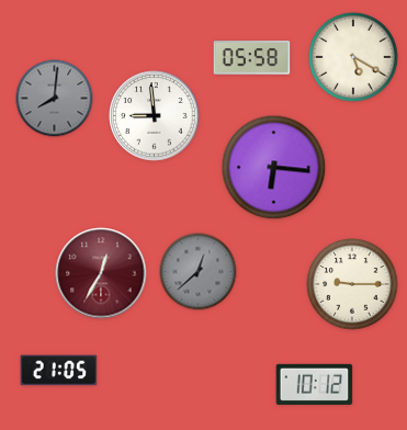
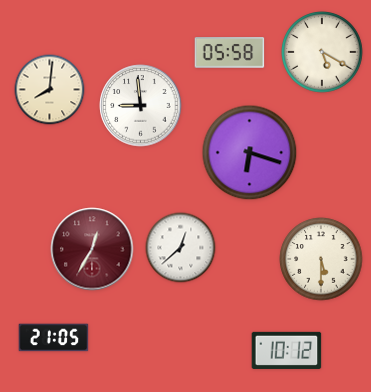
clock at (55, 99) dial: grey -> cream
clock at (274, 168): 6:16 -> 6:18
clock at (199, 272) dial: grey -> white
clock at (352, 284): 9:15 -> 5:30
